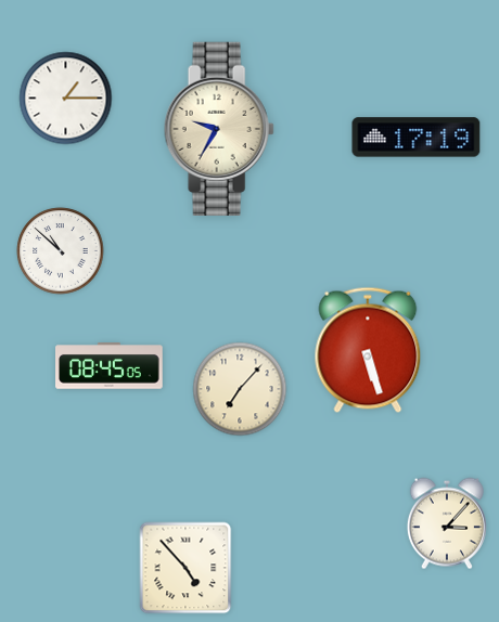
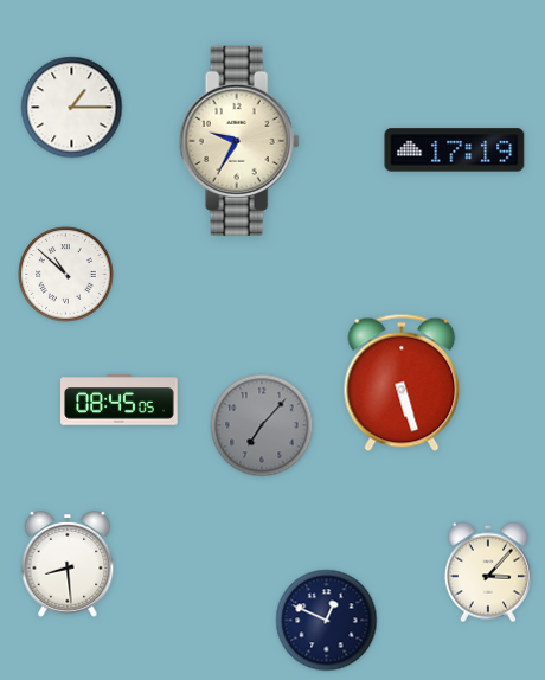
clock at (240, 389) dial: cream -> grey
clock at (68, 564): none -> 8:29
clock at (185, 568): 4:53 -> none
clock at (327, 621): none -> 12:49
